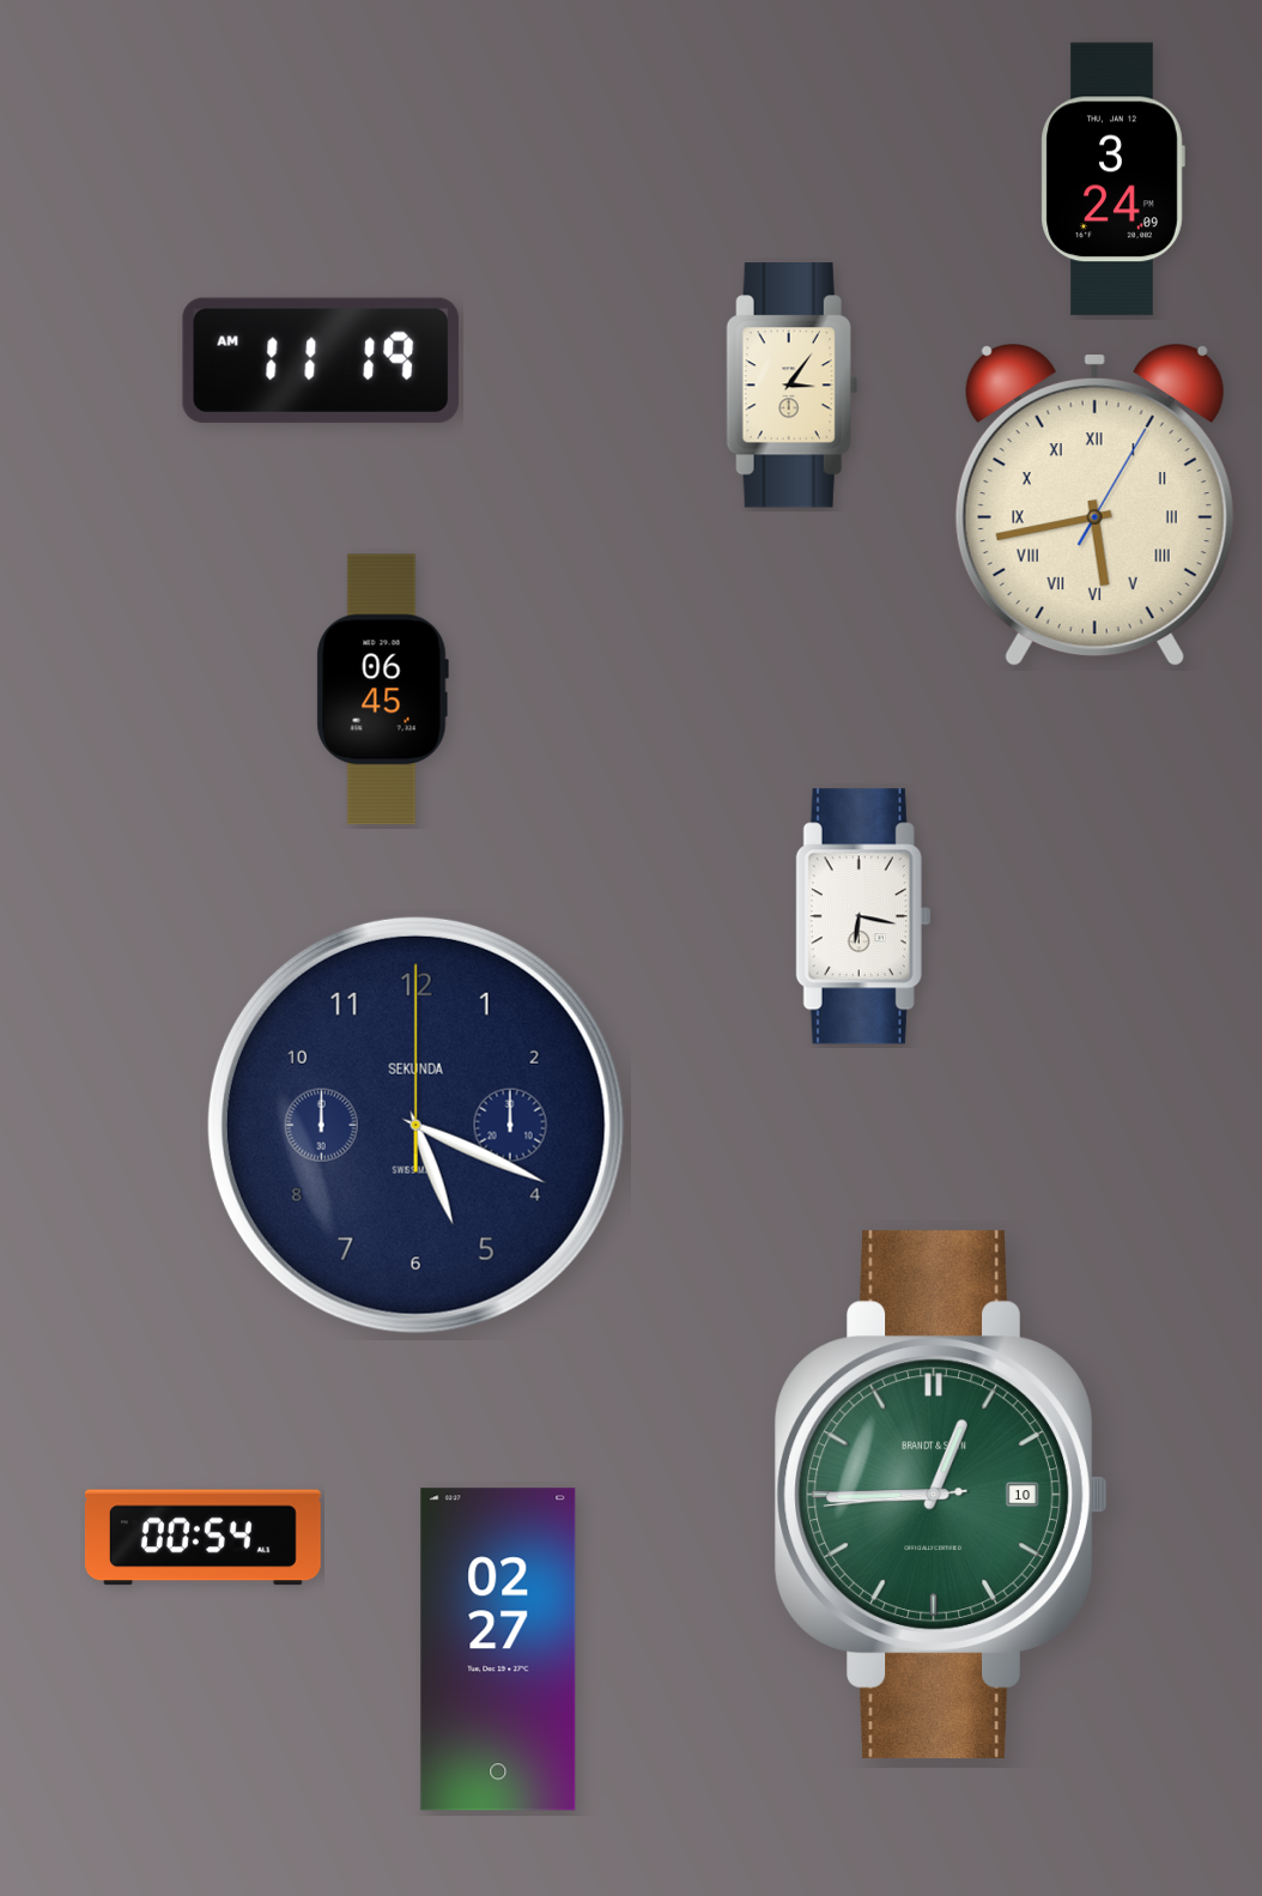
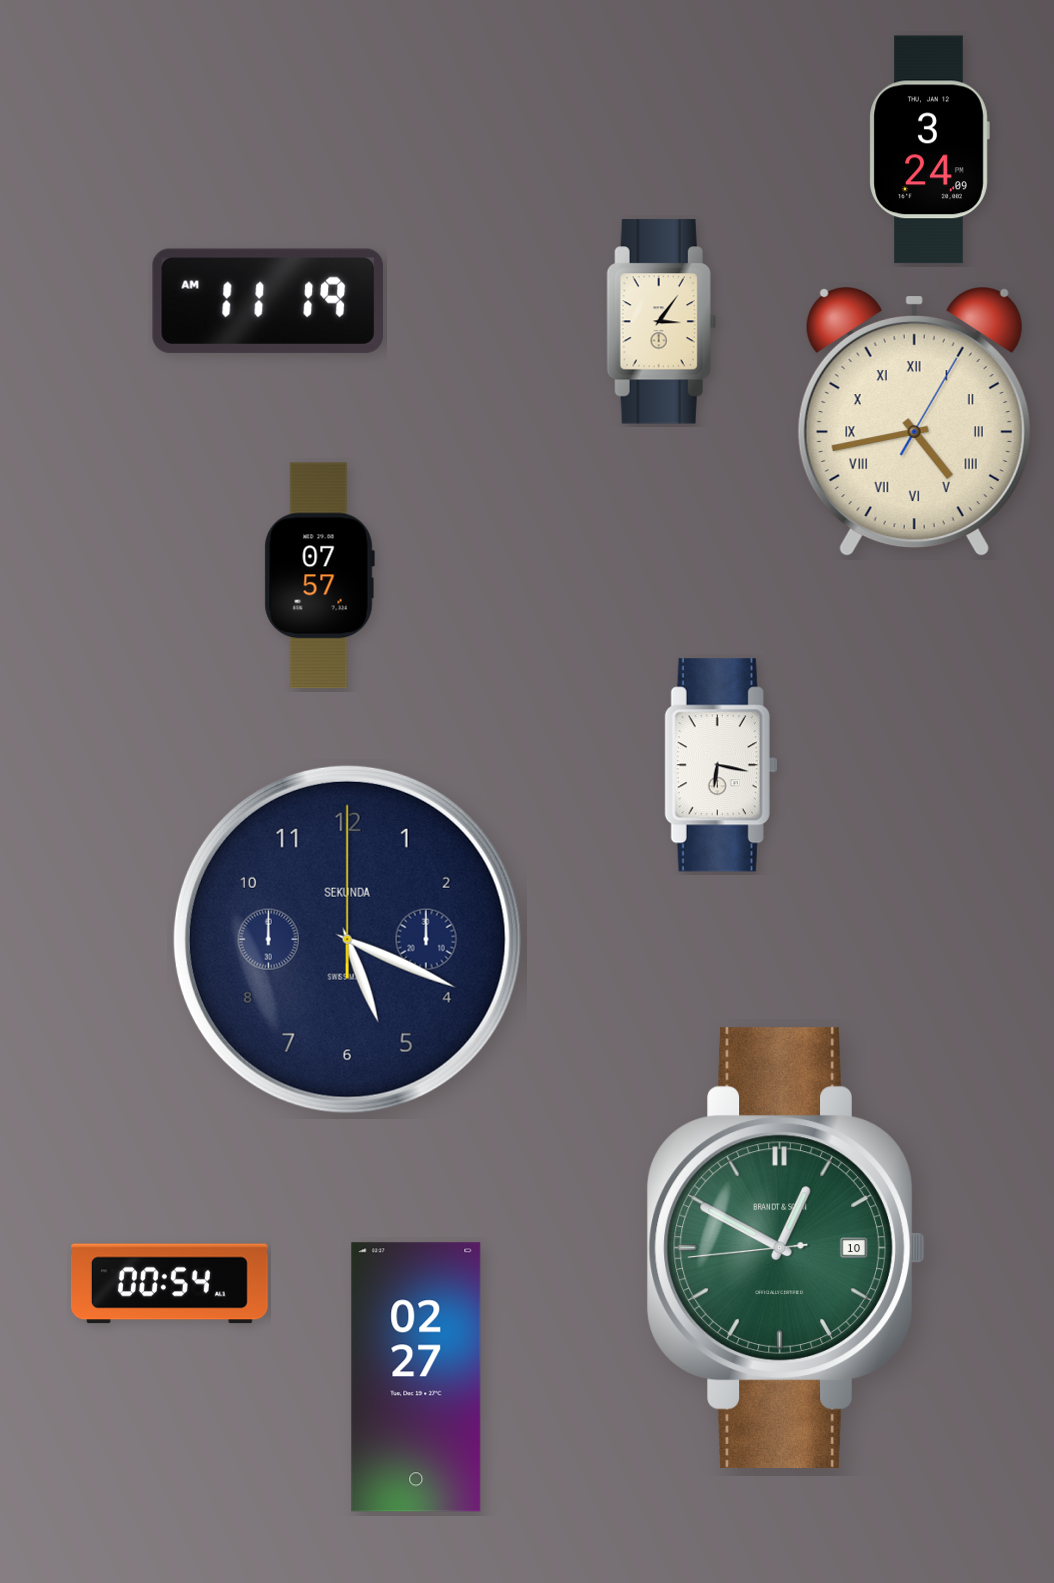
clock at (1094, 507): 5:43 -> 4:43
clock at (382, 690): 06:45 -> 07:57
clock at (941, 1495): 12:44 -> 12:49
